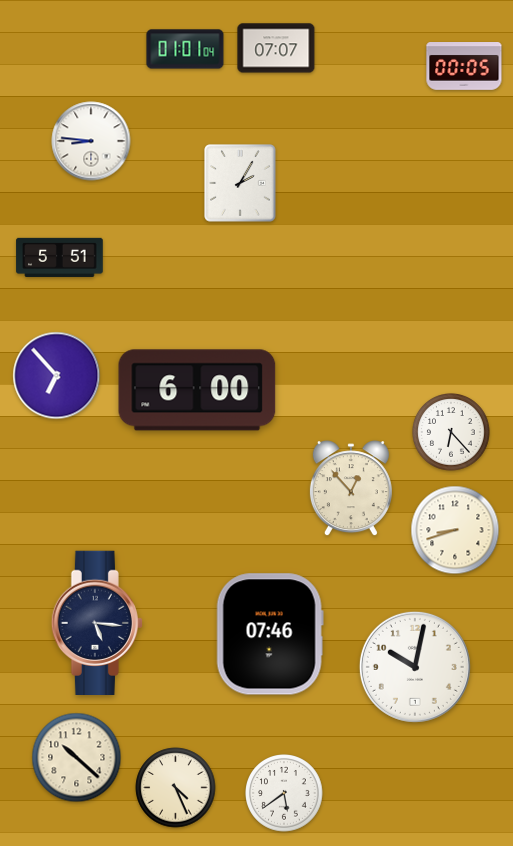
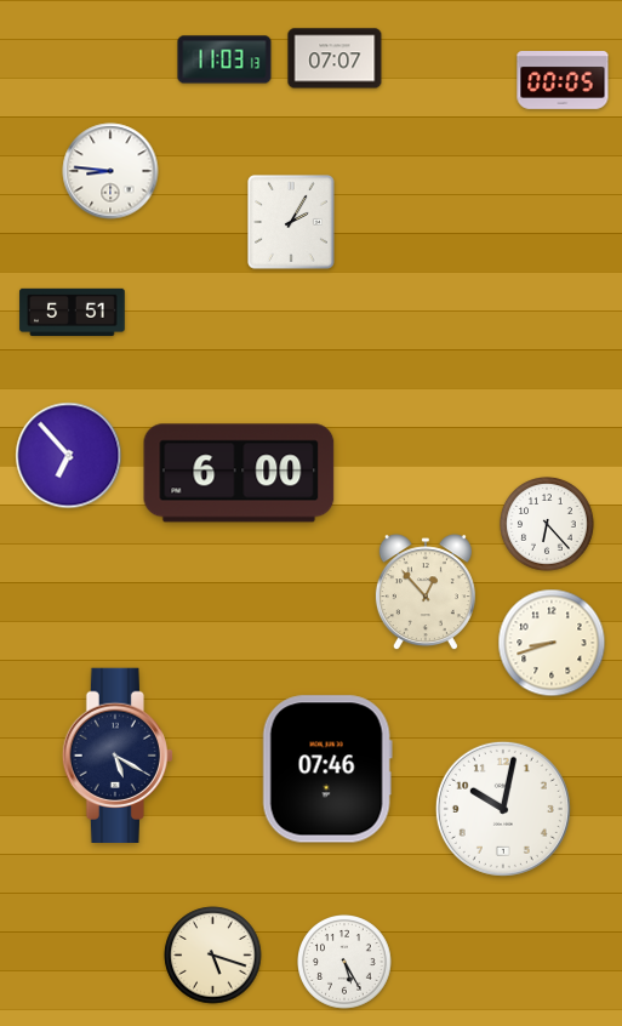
clock at (185, 49): 01:01 -> 11:03
clock at (97, 622): 5:16 -> 5:20
clock at (77, 758): 10:22 -> none
clock at (176, 788): 4:26 -> 5:18
clock at (284, 793): 5:39 -> 5:25
